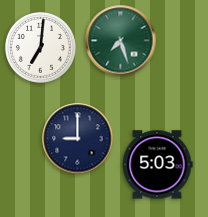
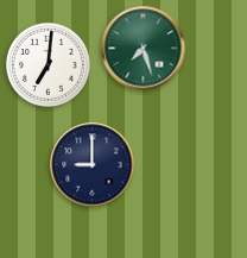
clock at (40, 47) position: (40, 47) -> (47, 64)
clock at (157, 165): 5:03 -> none
